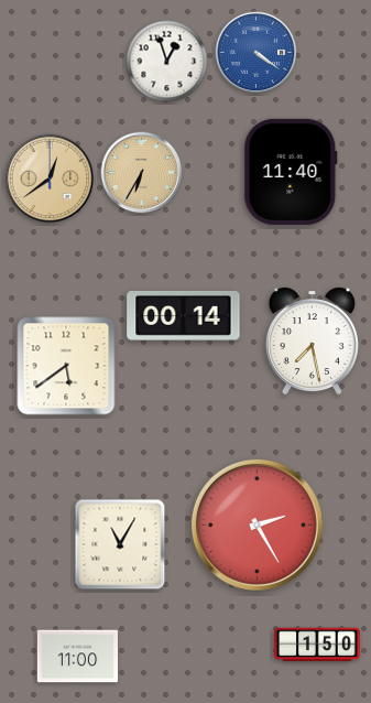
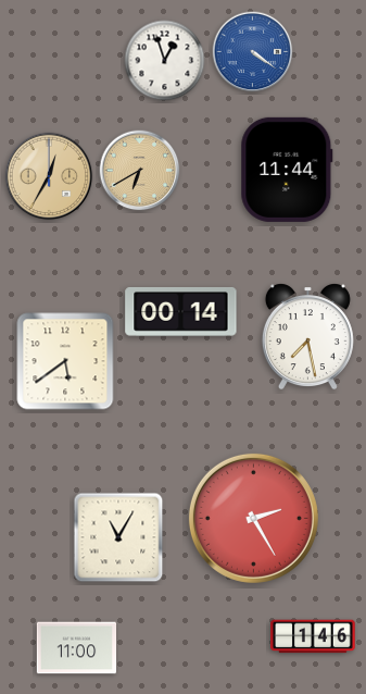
clock at (291, 172): 11:40 -> 11:44
clock at (142, 173): 6:35 -> 6:40
clock at (50, 179): 12:39 -> 12:35
clock at (317, 645): 1:50 -> 1:46
